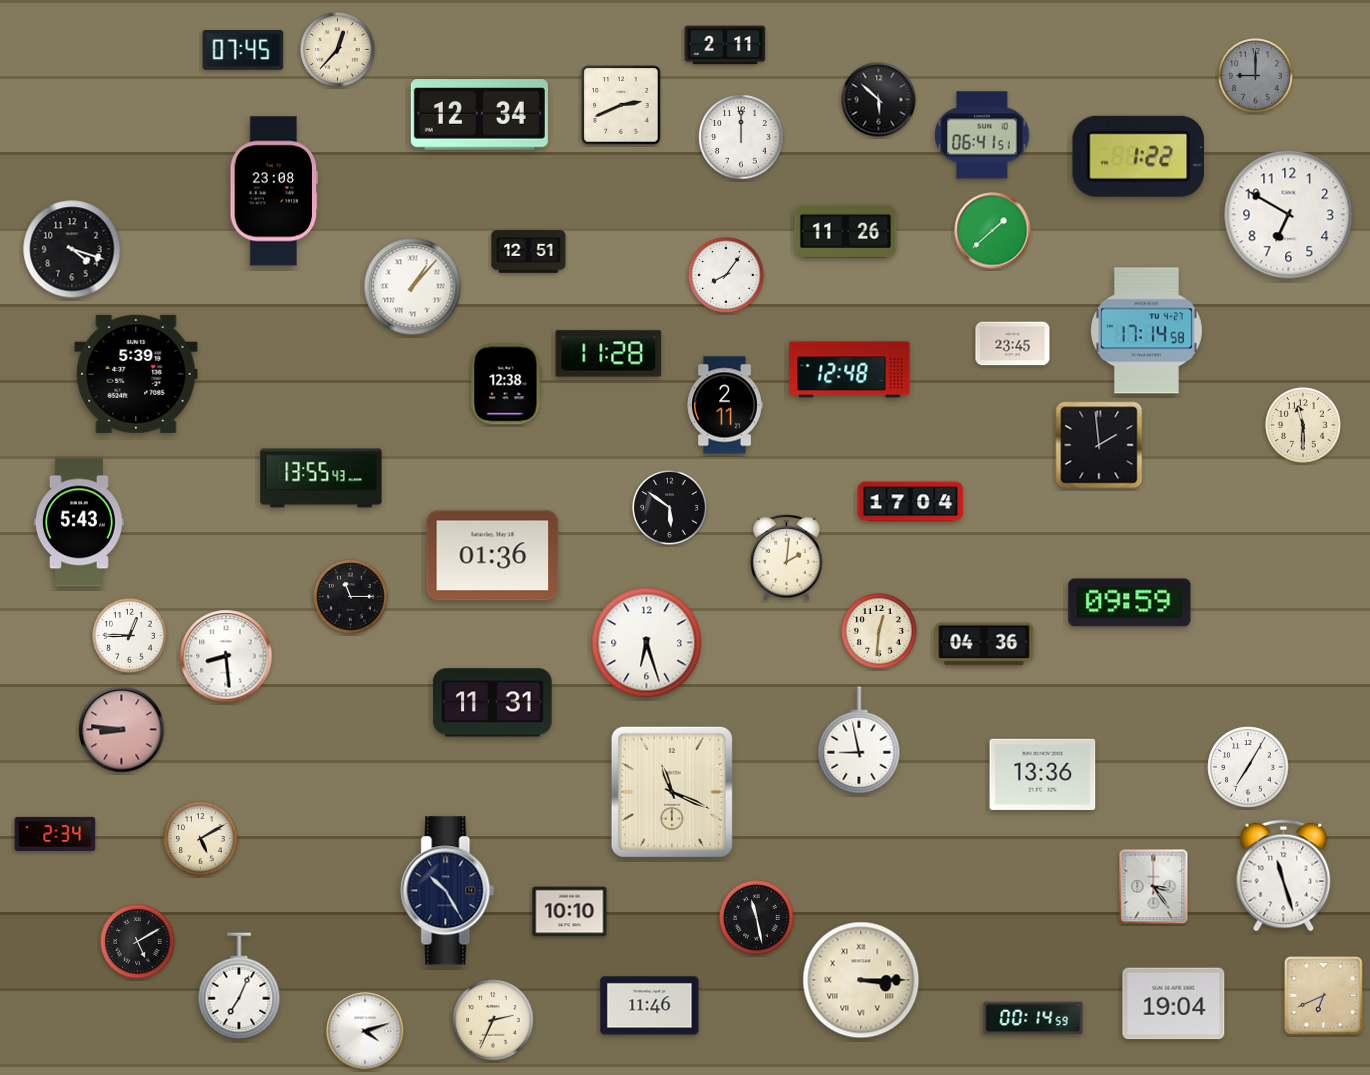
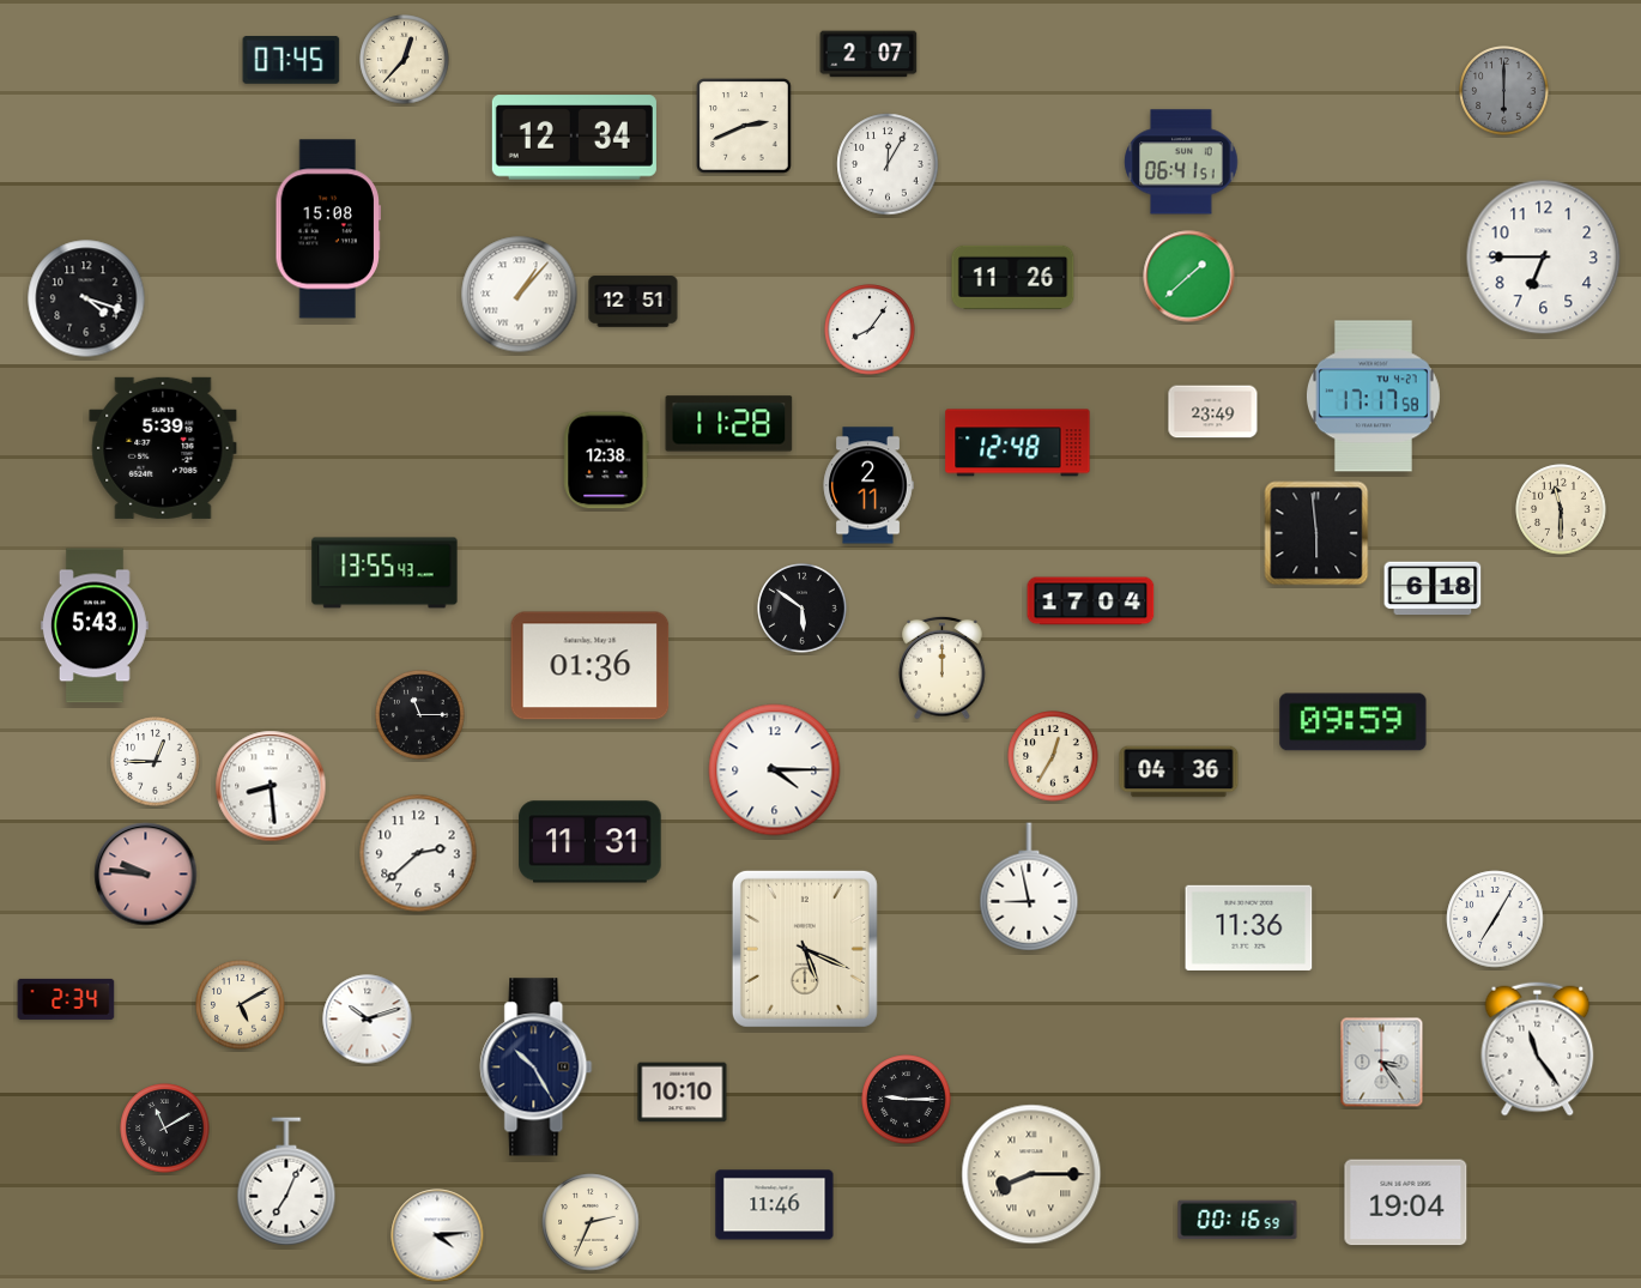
clock at (725, 45): 2:11 -> 2:07
clock at (1256, 76): 9:00 -> 6:00
clock at (879, 100): 5:52 -> none
clock at (982, 135) position: (982, 135) -> (1181, 162)
clock at (741, 137): 12:00 -> 12:05
clock at (1138, 156): 1:22 -> none
clock at (273, 191): 23:08 -> 15:08
clock at (1289, 215): 6:50 -> 6:45
clock at (413, 287) position: (413, 287) -> (520, 295)
clock at (1146, 331): 17:14 -> 17:17
clock at (1013, 344): 23:45 -> 23:49
clock at (1099, 445): 1:59 -> 5:59
clock at (1433, 588): none -> 6:18
clock at (787, 557): 2:01 -> 12:00
clock at (879, 631): 12:31 -> 12:35
clock at (647, 643): 6:27 -> 4:15
clock at (418, 853): none -> 2:38
clock at (122, 730): 8:46 -> 9:46
clock at (1043, 774): 13:36 -> 11:36
clock at (672, 792): 11:19 -> 5:19
clock at (368, 1020): none -> 10:12
clock at (1284, 876): 11:27 -> 11:24
clock at (757, 918): 11:28 -> 9:15
clock at (138, 942): 5:10 -> 11:10
clock at (861, 980): 3:15 -> 8:15
clock at (1324, 996): 6:41 -> none
clock at (650, 1006) position: (650, 1006) -> (775, 1205)
clock at (1033, 1018): 00:14 -> 00:16
clock at (365, 1031): 4:12 -> 4:14
